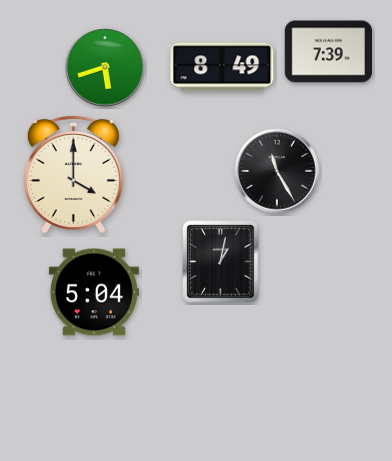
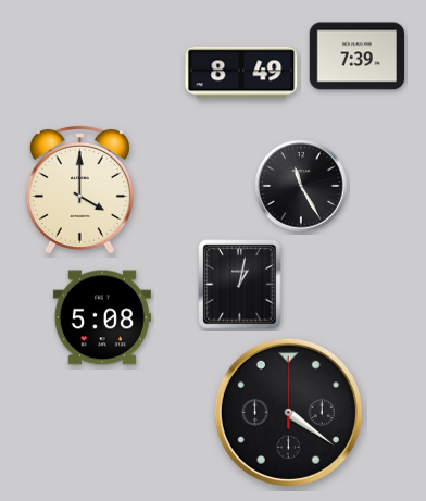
clock at (105, 67): 5:42 -> none
clock at (94, 292): 5:04 -> 5:08
clock at (288, 412): none -> 4:21
